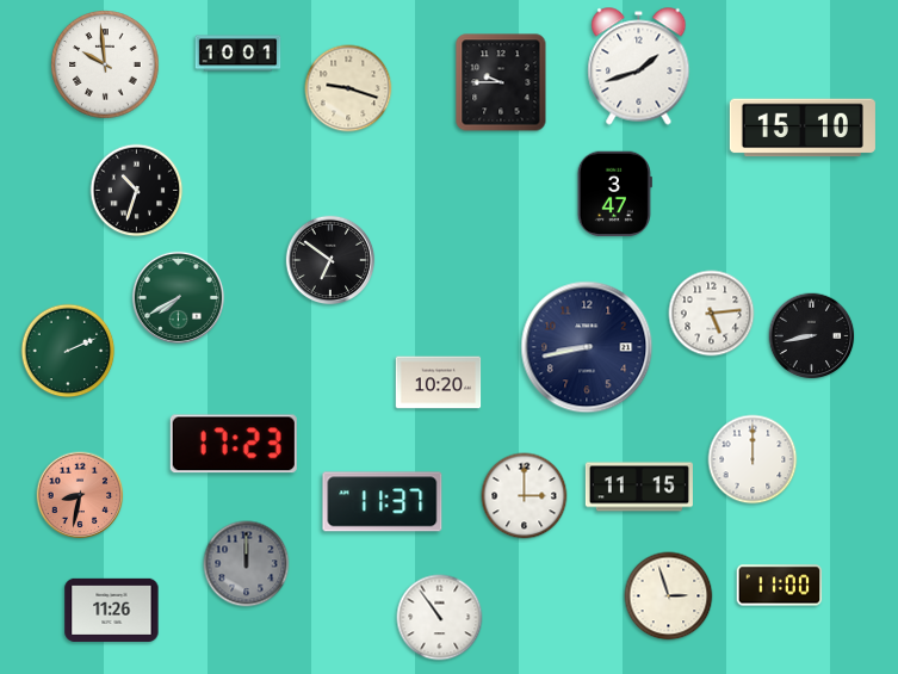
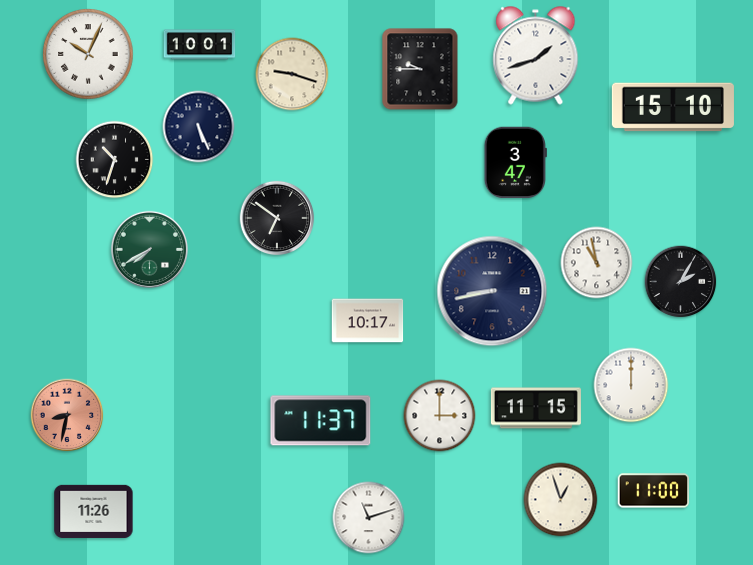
clock at (105, 64): 9:59 -> 10:04
clock at (199, 127): none -> 5:26
clock at (712, 314): 5:14 -> 10:58
clock at (812, 336): 8:43 -> 2:05
clock at (68, 351): 2:11 -> none
clock at (439, 383): 10:20 -> 10:17
clock at (234, 444): 17:23 -> none
clock at (247, 564): 12:00 -> none
clock at (669, 596): 2:57 -> 12:57
clock at (440, 618): 10:54 -> 11:12
